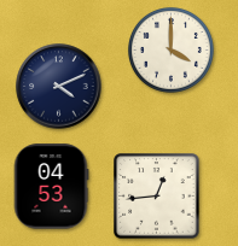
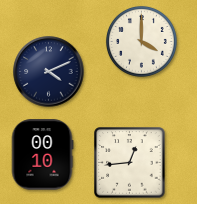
clock at (51, 187): 04:53 -> 00:10
